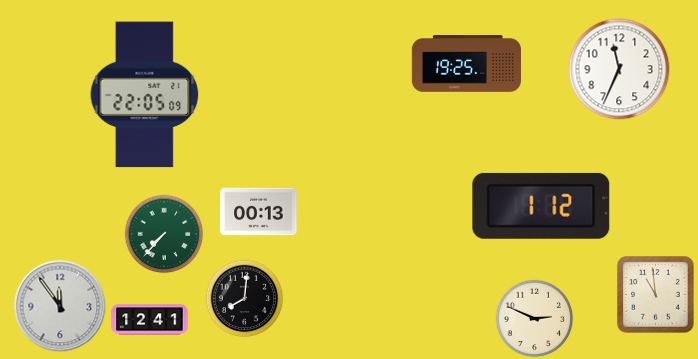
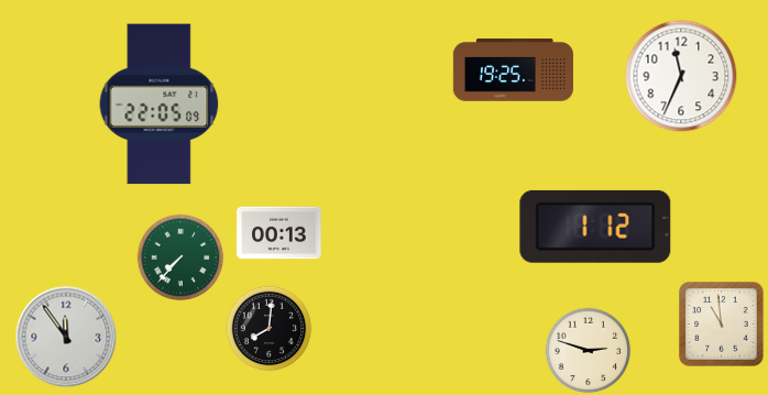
clock at (259, 212) position: (259, 212) -> (279, 233)
clock at (534, 318): 2:49 -> 2:48
clock at (150, 320): 12:41 -> none
